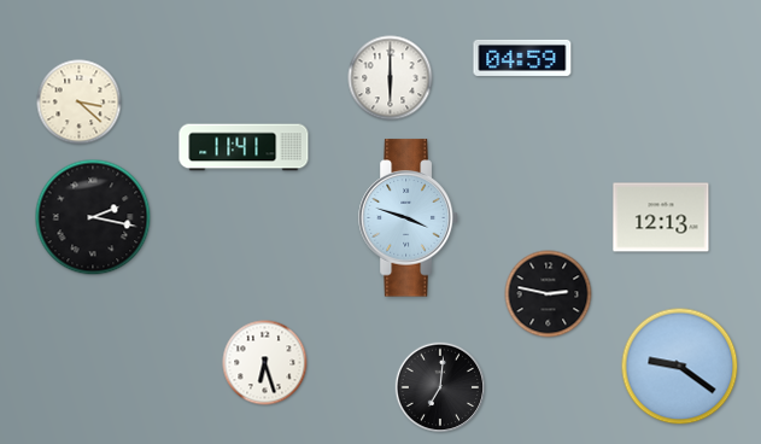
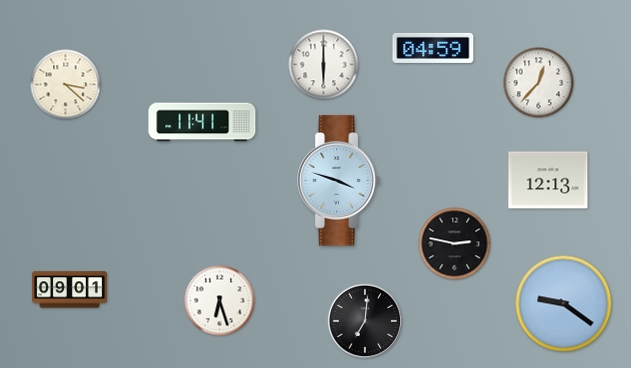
clock at (539, 83): none -> 12:37
clock at (93, 217): 2:17 -> none
clock at (70, 290): none -> 09:01
